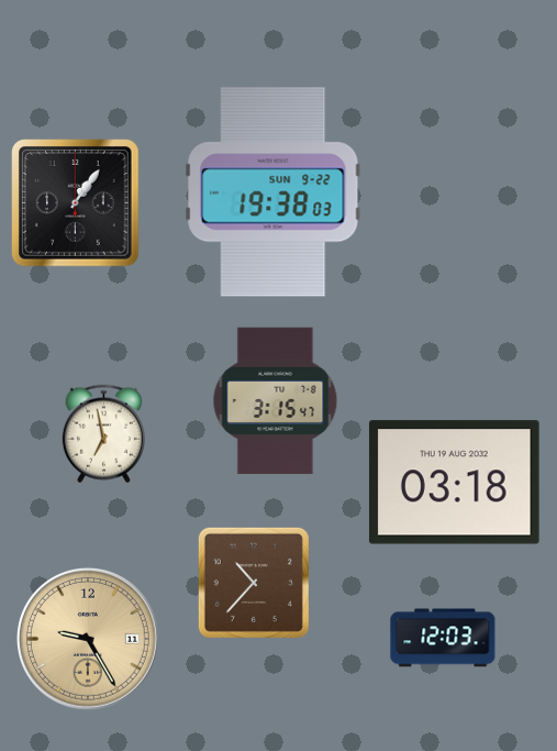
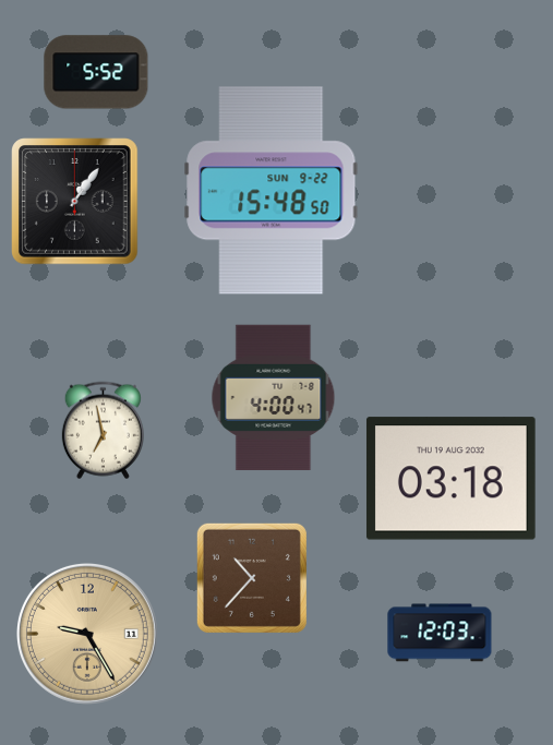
clock at (96, 72): none -> 5:52
clock at (274, 192): 19:38 -> 15:48
clock at (276, 401): 3:15 -> 4:00
